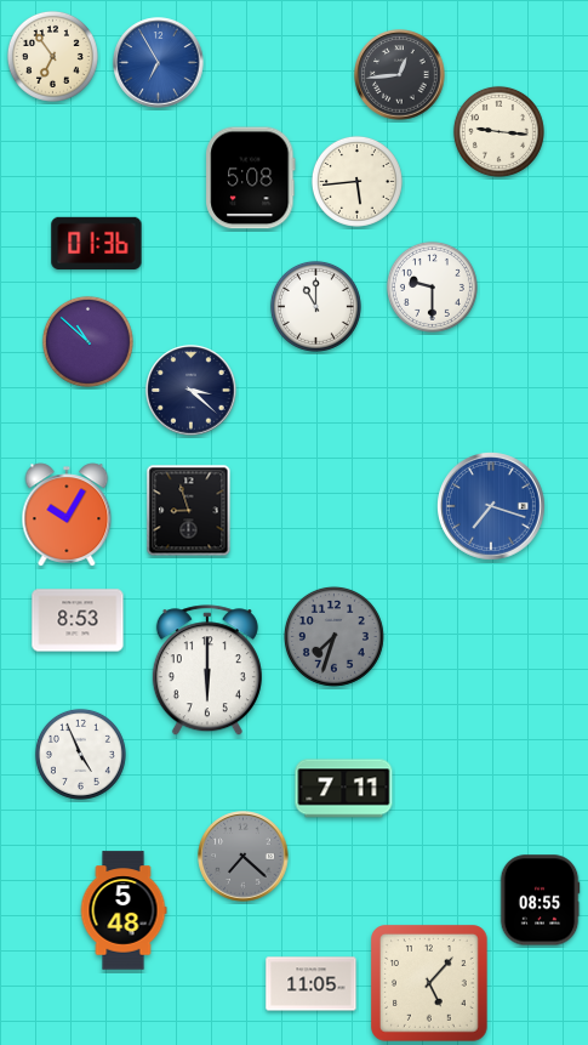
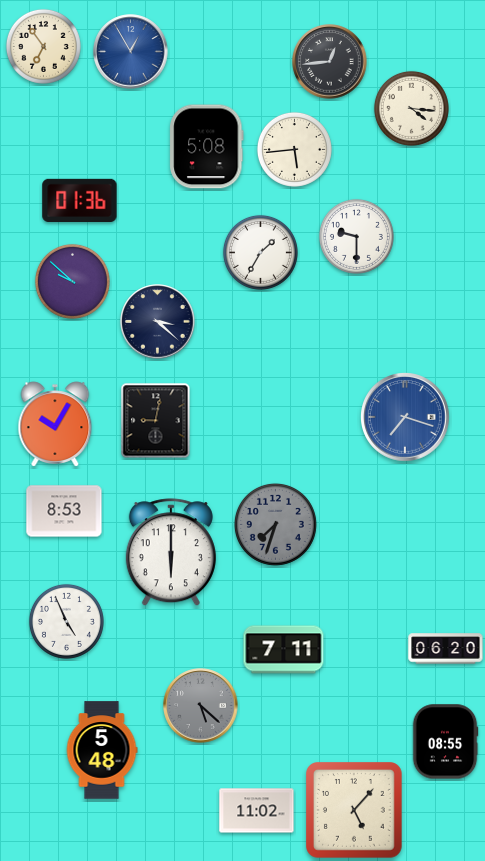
clock at (159, 63): 6:55 -> 12:55
clock at (498, 131): 9:16 -> 4:16
clock at (315, 306): 11:00 -> 1:35
clock at (87, 341): 10:52 -> 9:52
clock at (189, 511): 8:57 -> 9:02
clock at (446, 649): none -> 06:20
clock at (244, 857): 7:22 -> 5:22
clock at (312, 984): 11:05 -> 11:02
